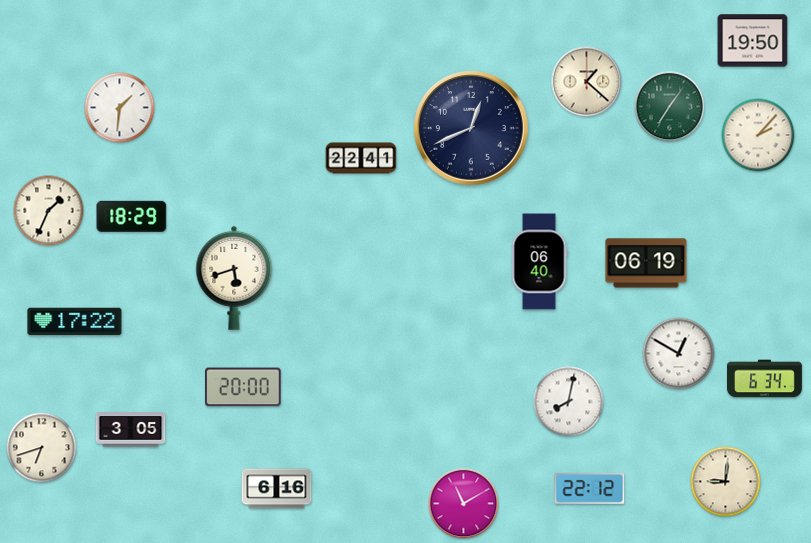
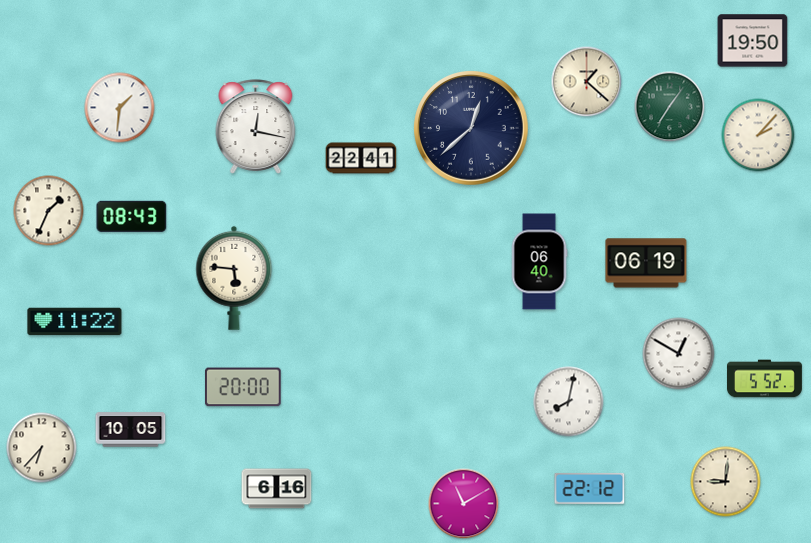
clock at (256, 127): none -> 12:17
clock at (472, 129): 12:41 -> 12:38
clock at (132, 216): 18:29 -> 08:43
clock at (234, 278): 5:42 -> 5:46
clock at (75, 322): 17:22 -> 11:22
clock at (765, 379): 6:34 -> 5:52
clock at (131, 430): 3:05 -> 10:05
clock at (42, 448): 6:42 -> 6:37
